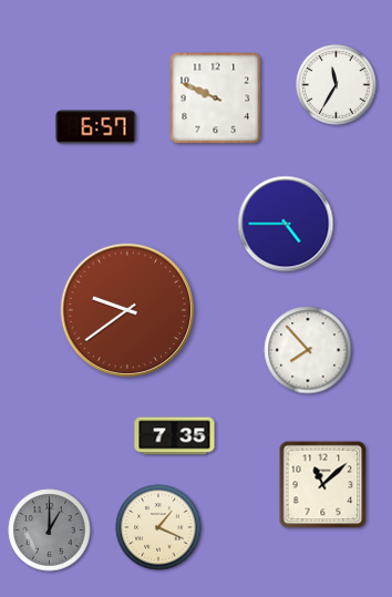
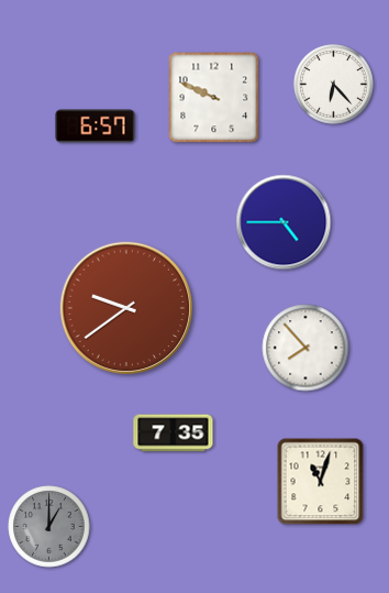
clock at (337, 85): 11:35 -> 6:23
clock at (323, 485): 11:08 -> 11:03
clock at (158, 527): 1:19 -> none
